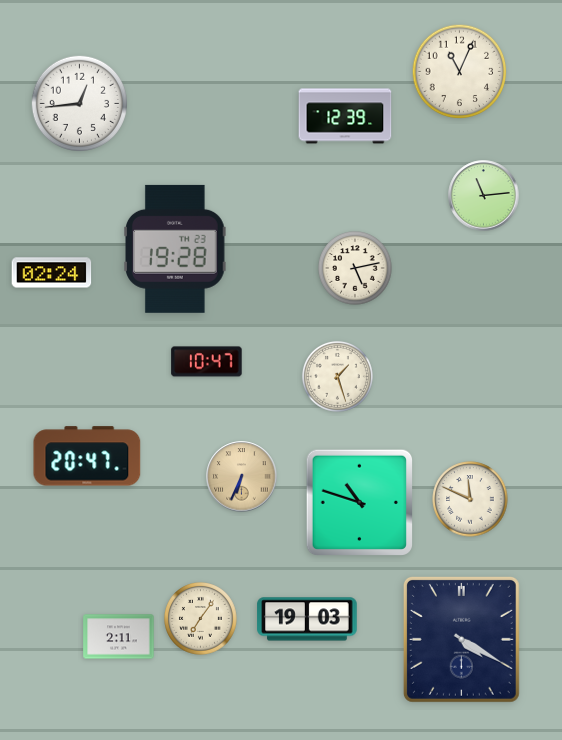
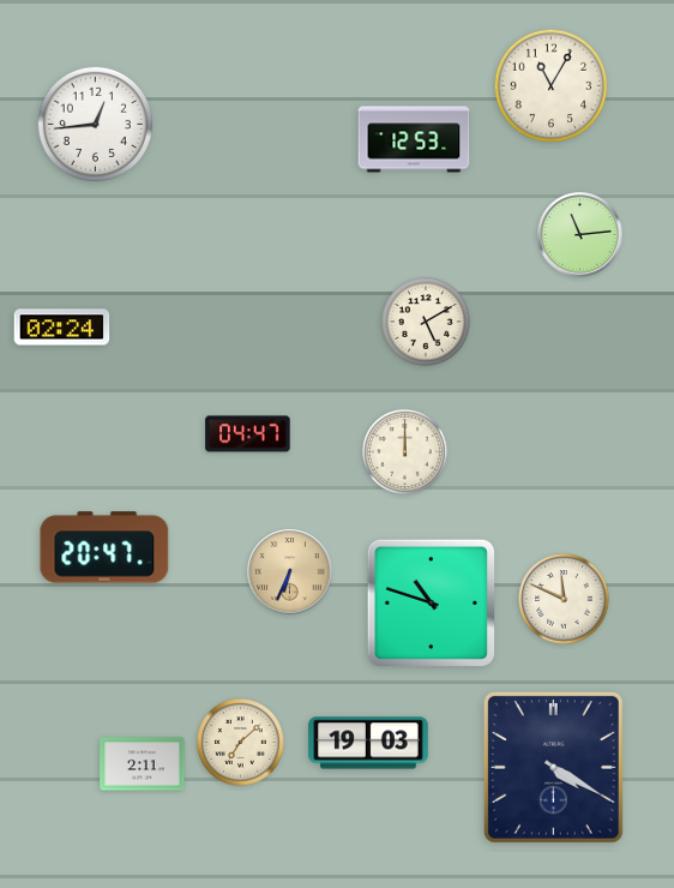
clock at (460, 72): 11:04 -> 11:05
clock at (345, 116): 12:39 -> 12:53
clock at (176, 249): 19:28 -> none
clock at (355, 268): 5:13 -> 5:10
clock at (207, 362): 10:47 -> 04:47
clock at (337, 376): 1:27 -> 12:00
clock at (201, 619): 7:06 -> 7:08
